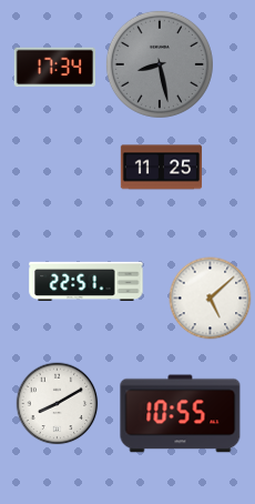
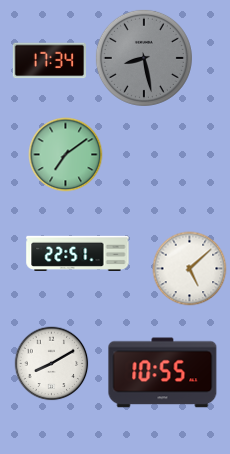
clock at (162, 168): 11:25 -> none
clock at (66, 155): none -> 7:09
